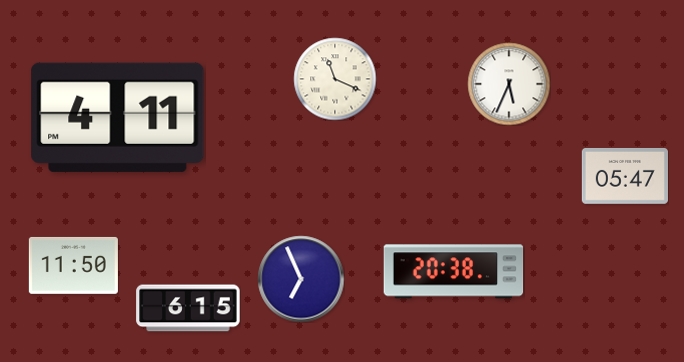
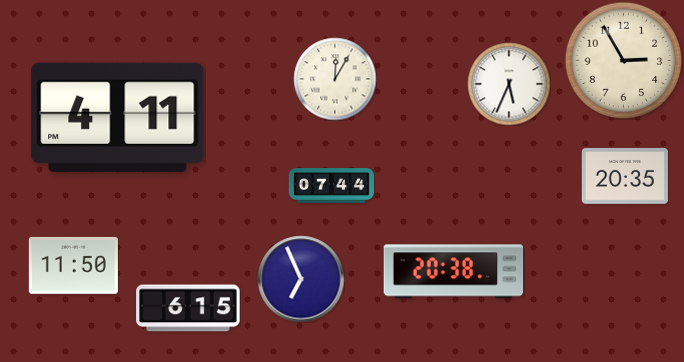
clock at (623, 60): none -> 2:55
clock at (335, 79): 11:19 -> 12:05
clock at (625, 176): 05:47 -> 20:35
clock at (331, 186): none -> 07:44
